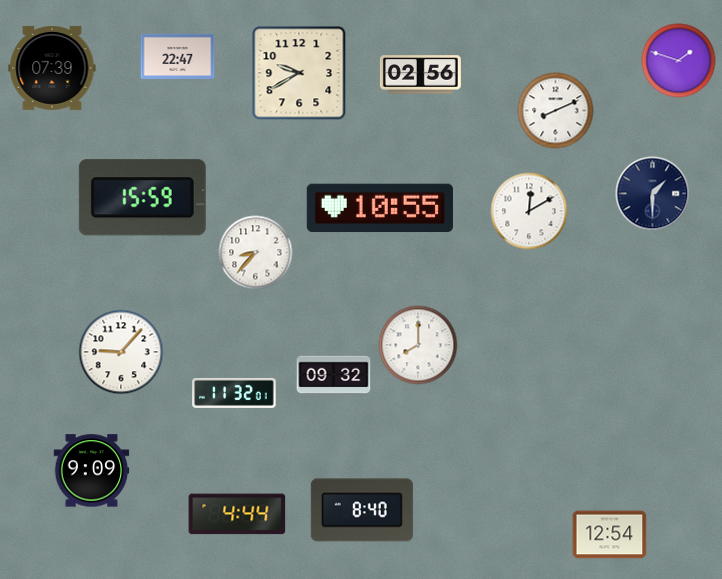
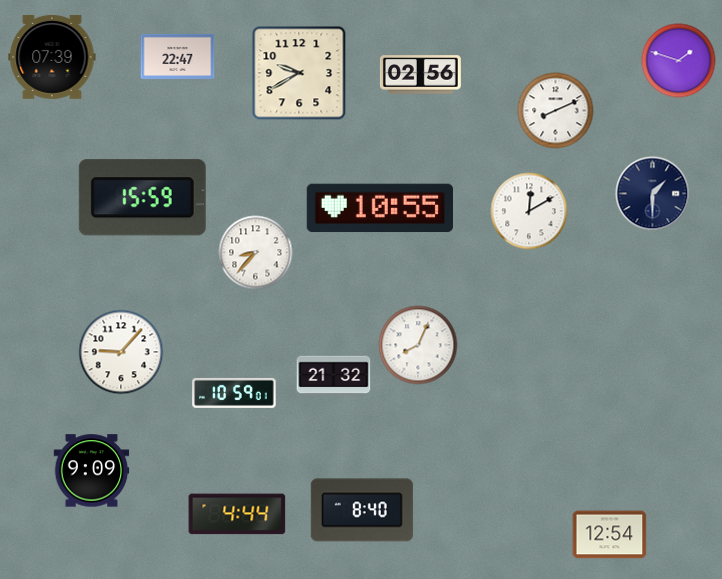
clock at (52, 68) position: (52, 68) -> (52, 57)
clock at (418, 345): 8:00 -> 8:04
clock at (334, 376): 09:32 -> 21:32
clock at (234, 393): 11:32 -> 10:59
